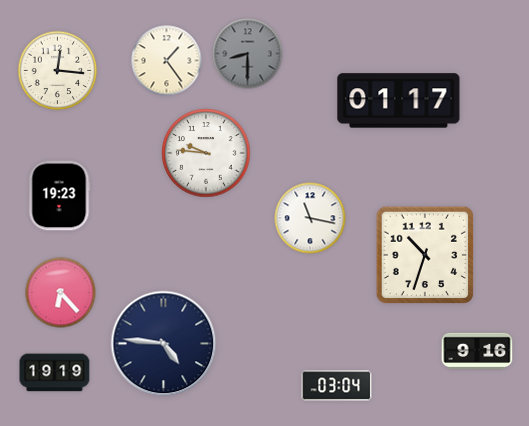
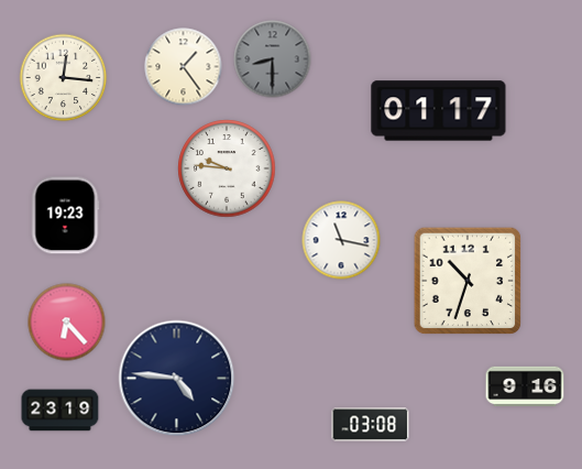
clock at (164, 344) position: (164, 344) -> (177, 379)
clock at (55, 373): 19:19 -> 23:19
clock at (337, 386): 03:04 -> 03:08
